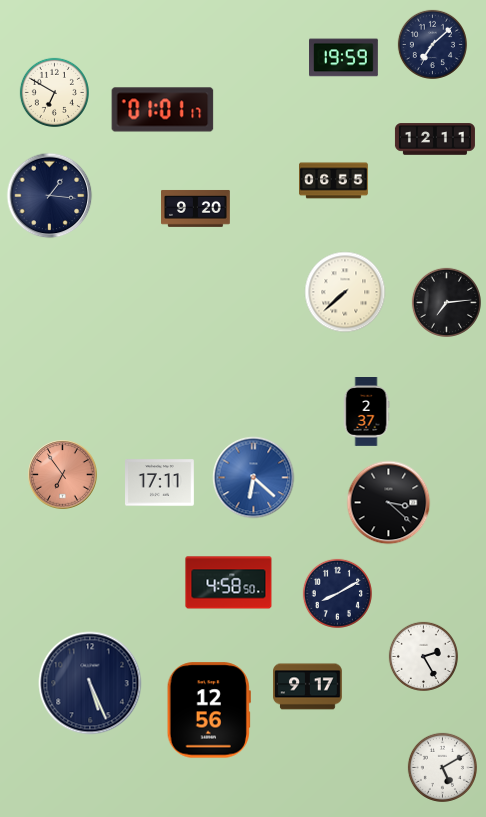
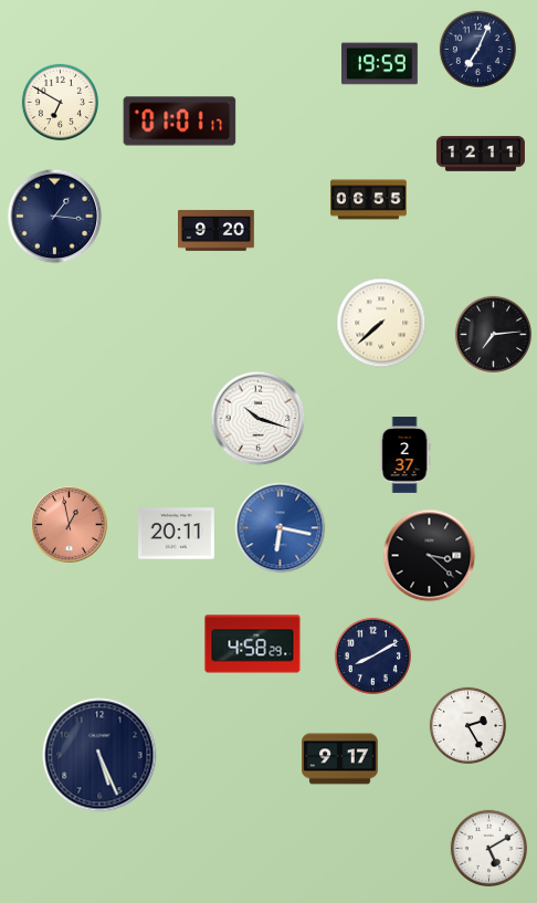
clock at (432, 44): 7:08 -> 7:04
clock at (259, 419): none -> 10:18
clock at (63, 475): 6:54 -> 12:58
clock at (254, 478): 6:22 -> 6:17
clock at (160, 483): 17:11 -> 20:11
clock at (229, 583): 4:58:50 -> 4:58:29
clock at (209, 710): 12:56 -> none
